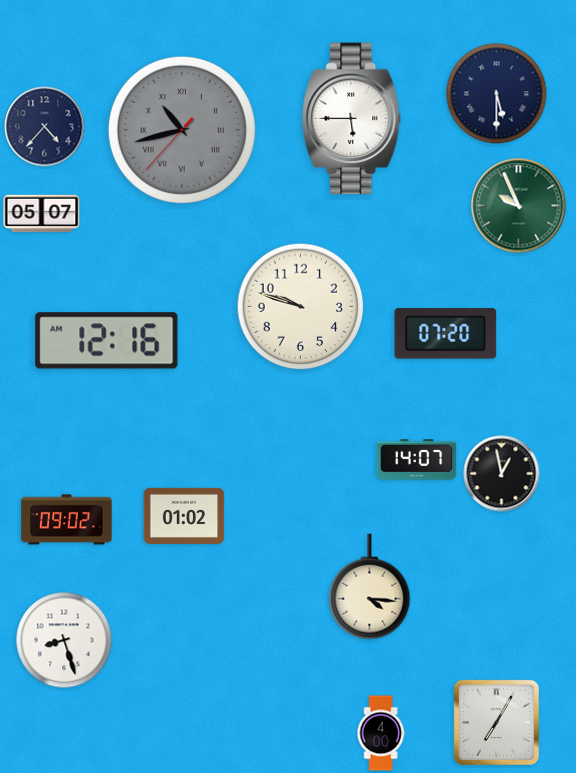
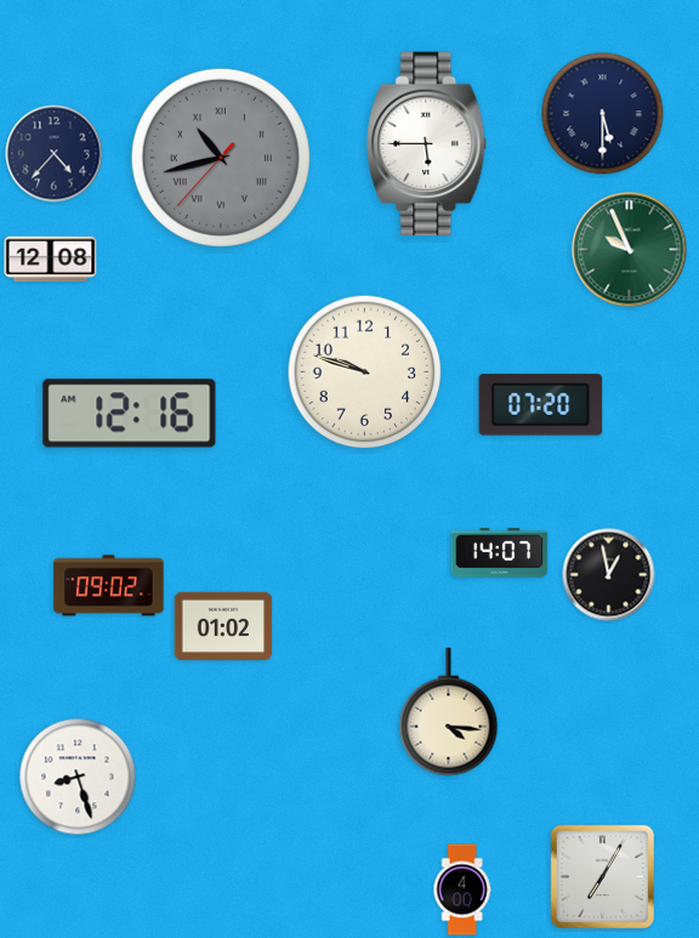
clock at (42, 214): 05:07 -> 12:08
clock at (417, 460) position: (417, 460) -> (500, 553)
clock at (67, 520) position: (67, 520) -> (109, 586)
